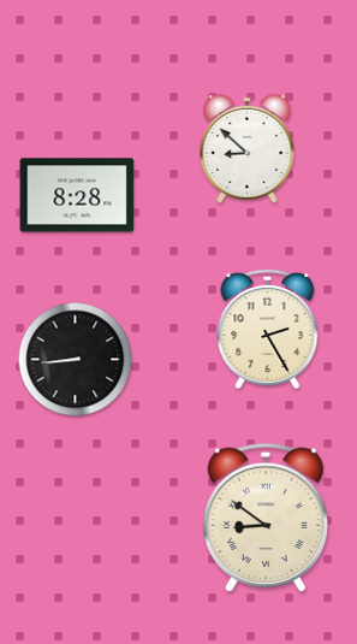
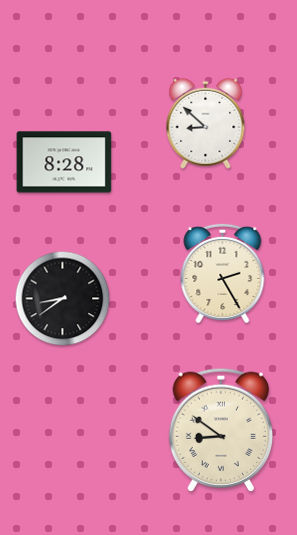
clock at (76, 360): 8:44 -> 8:39
